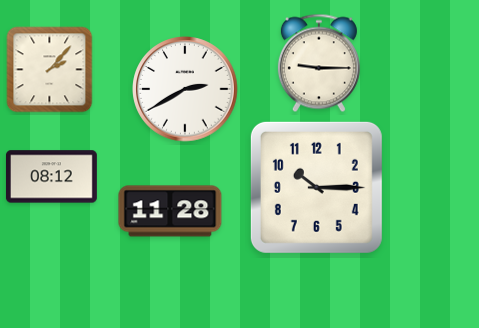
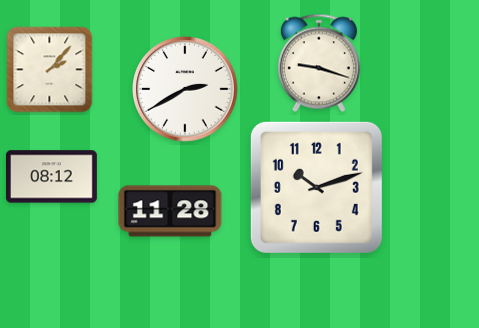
clock at (319, 63): 9:15 -> 9:18
clock at (316, 187): 10:15 -> 10:12
